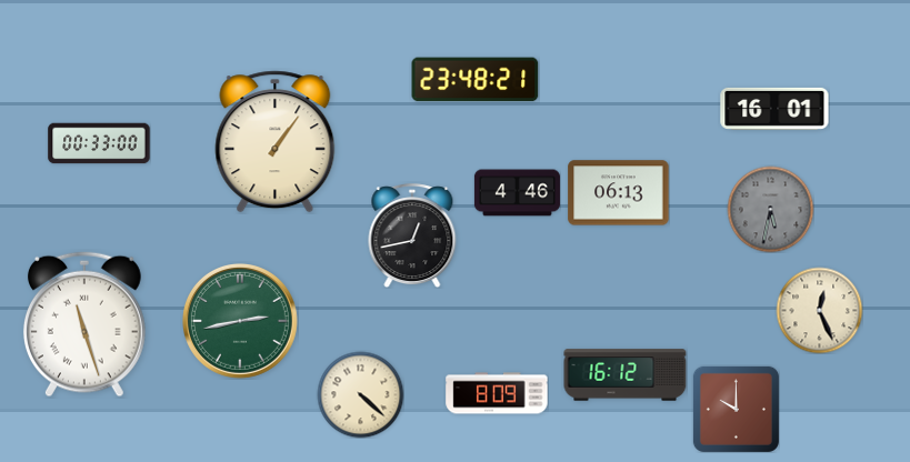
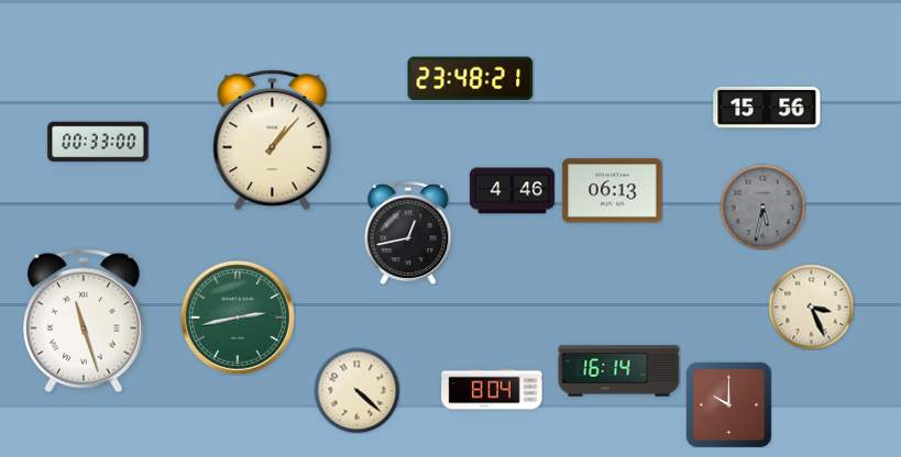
clock at (774, 109): 16:01 -> 15:56
clock at (276, 142): 1:06 -> 1:07
clock at (819, 310): 12:26 -> 3:26
clock at (626, 375): 16:12 -> 16:14
clock at (497, 393): 8:09 -> 8:04
